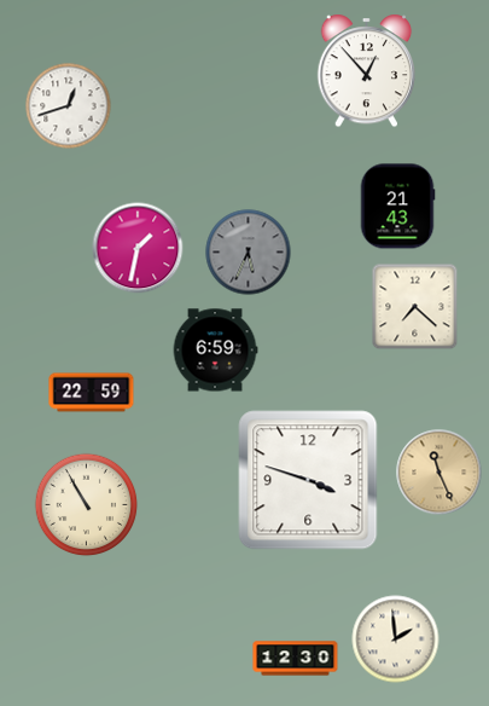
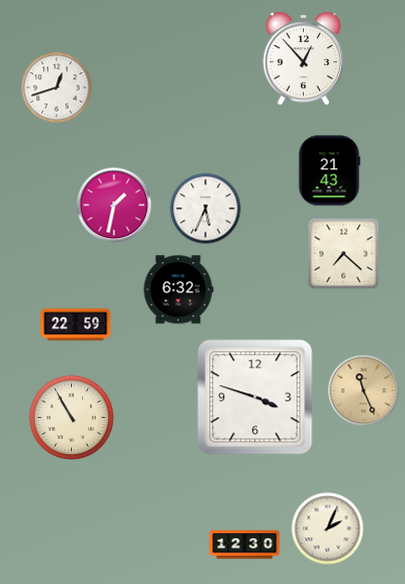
clock at (249, 253) dial: grey -> white
clock at (215, 351): 6:59 -> 6:32
clock at (396, 640): 1:59 -> 2:04
